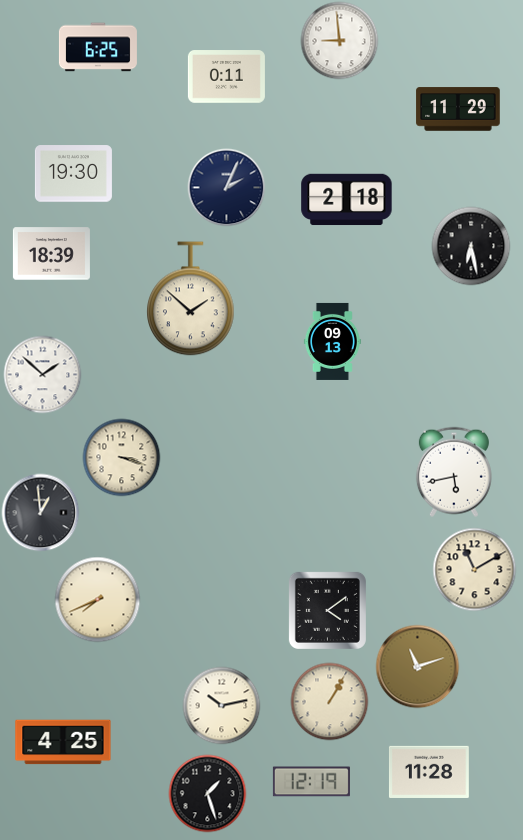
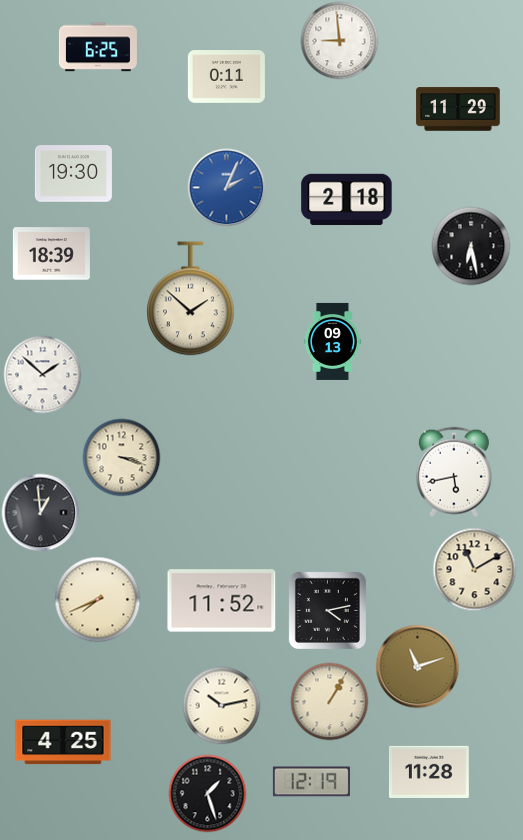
clock at (226, 187) dial: navy -> blue
clock at (222, 601): none -> 11:52
clock at (327, 610): 4:09 -> 4:13
